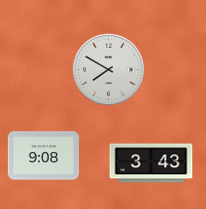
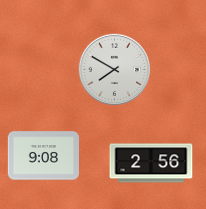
clock at (109, 70) position: (109, 70) -> (115, 70)
clock at (151, 163): 3:43 -> 2:56
